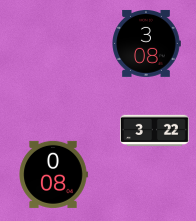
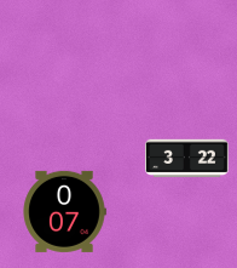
clock at (146, 43): 3:08 -> none
clock at (53, 174): 0:08 -> 0:07
